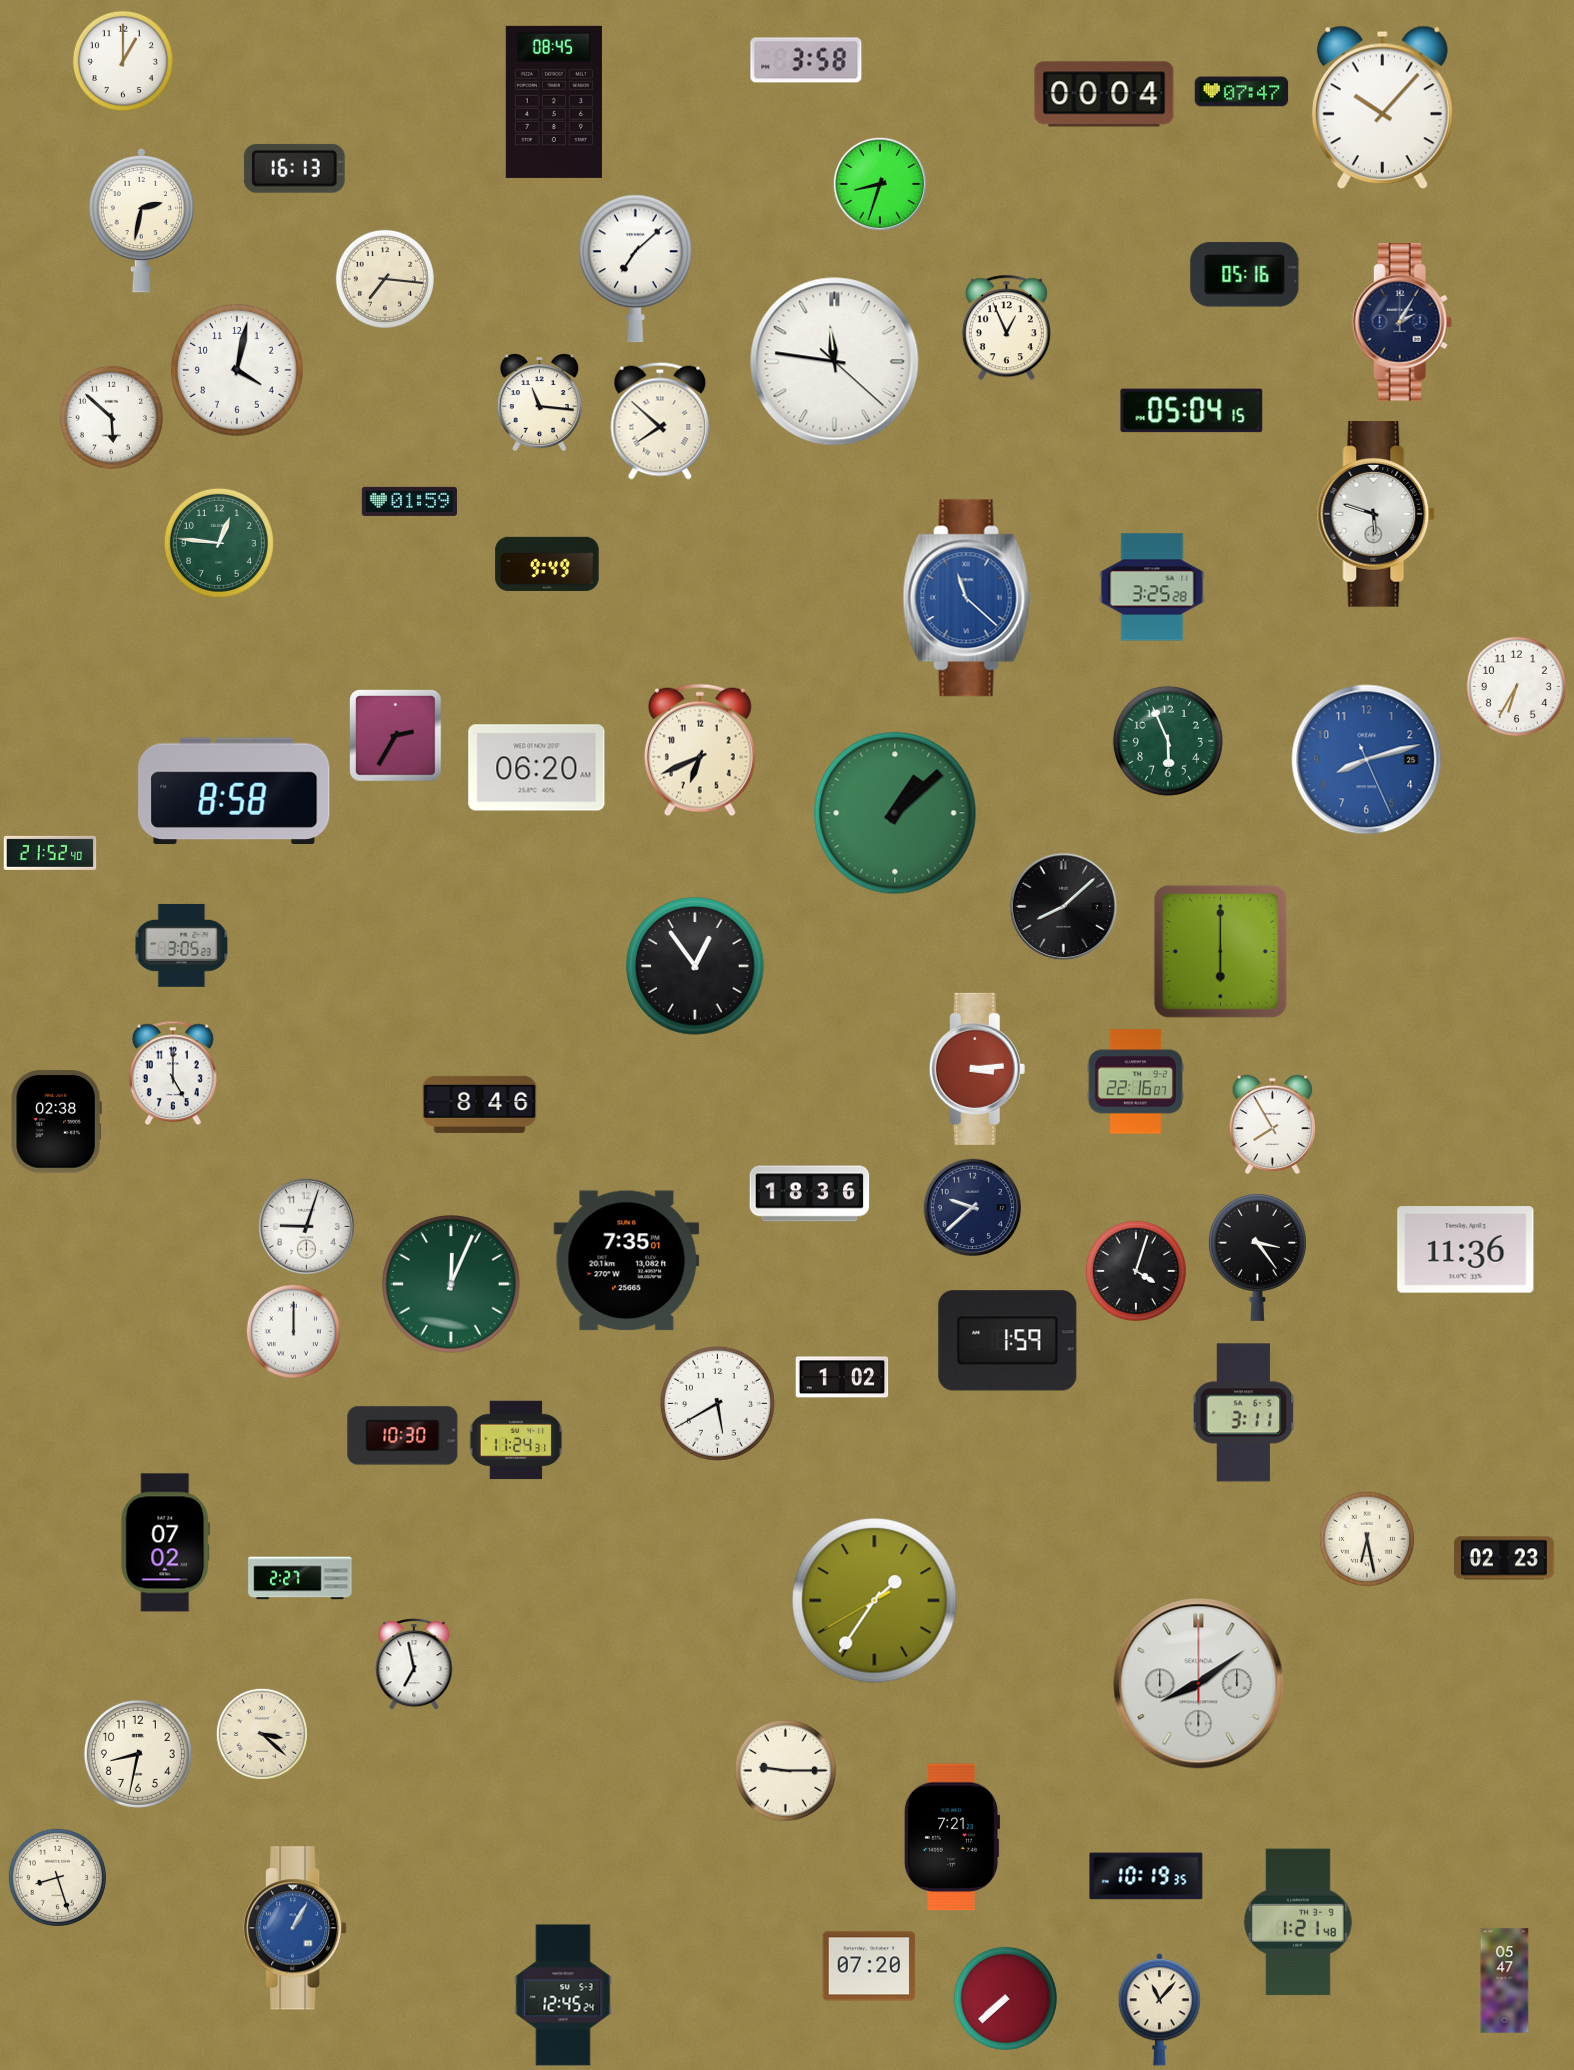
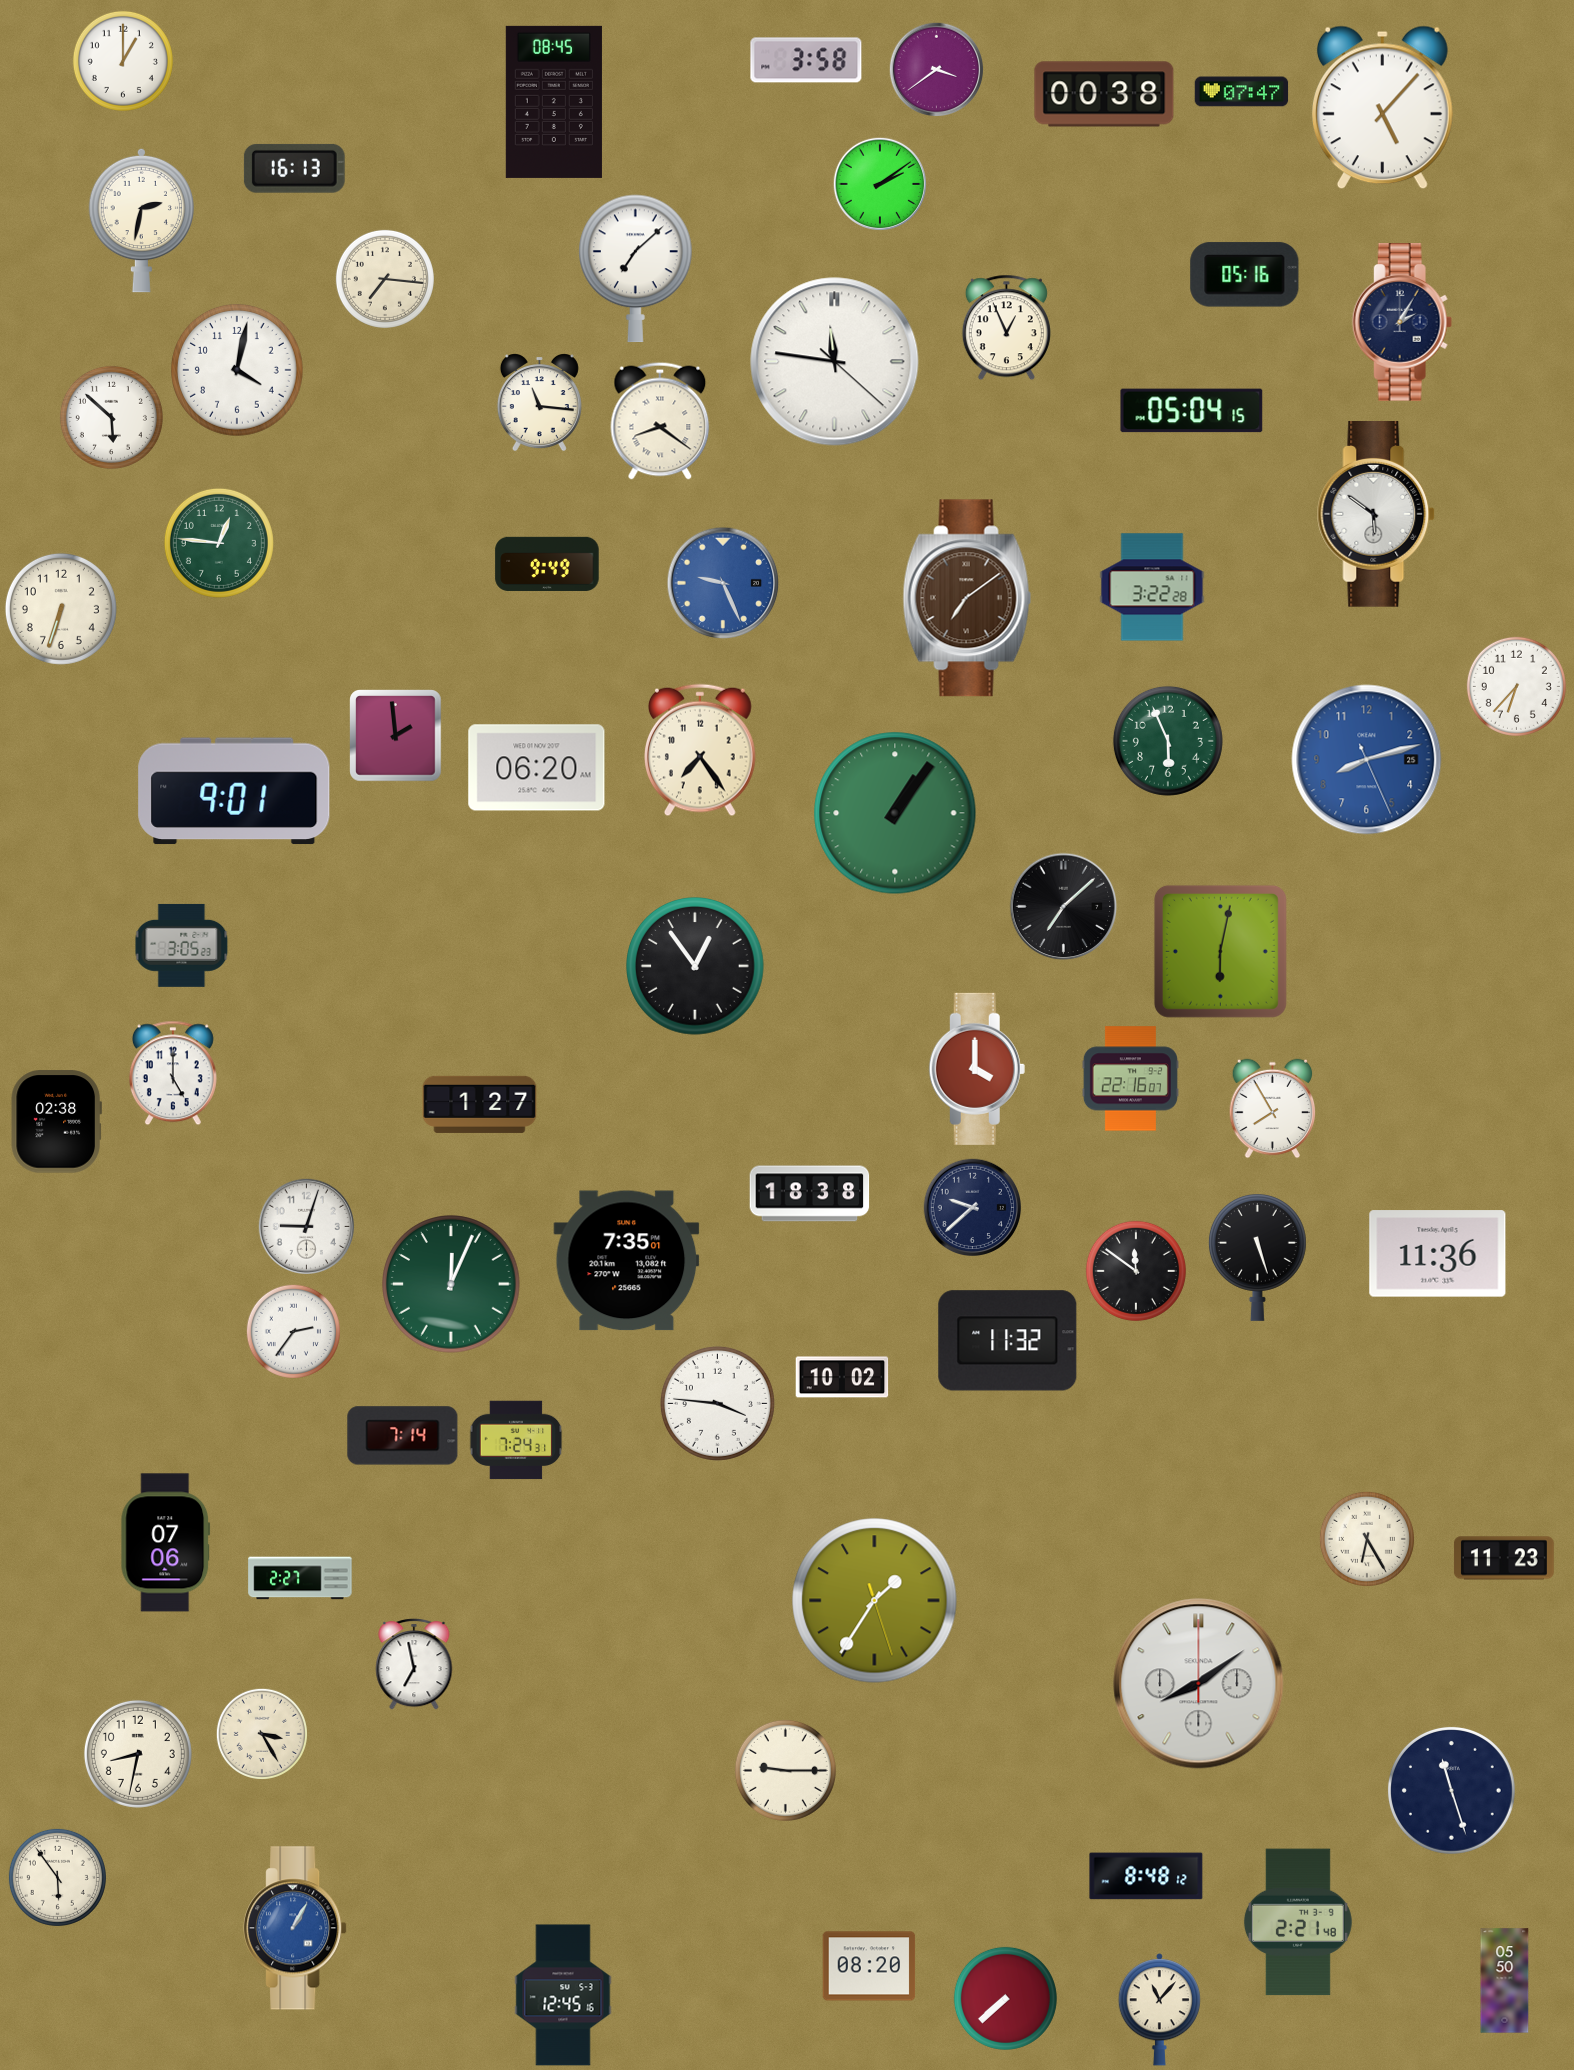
clock at (936, 69): none -> 3:39
clock at (1104, 94): 00:04 -> 00:38
clock at (1382, 108): 10:07 -> 5:07
clock at (879, 183): 8:33 -> 2:09
clock at (660, 421): 7:52 -> 8:21
clock at (409, 501): 01:59 -> none
clock at (1377, 515): 5:48 -> 5:51
clock at (723, 583): none -> 9:26
clock at (1152, 587): 3:25 -> 3:22
clock at (967, 598): 11:22 -> 7:09
clock at (967, 598) dial: blue -> brown
clock at (61, 609): none -> 6:33
clock at (1516, 686): 6:35 -> 6:37
clock at (396, 736): 2:35 -> 1:59
clock at (701, 750): 6:41 -> 7:24
clock at (234, 791): 8:58 -> 9:01
clock at (895, 813): 1:08 -> 1:06
clock at (50, 853): 21:52 -> none
clock at (1064, 907): 8:08 -> 7:08
clock at (1220, 951): 6:00 -> 6:02
clock at (977, 1069): 3:14 -> 4:00
clock at (1135, 1082) position: (1135, 1082) -> (1130, 1079)
clock at (480, 1104): 8:46 -> 1:27
clock at (1273, 1125) position: (1273, 1125) -> (1273, 1109)
clock at (810, 1194): 18:36 -> 18:38
clock at (1466, 1250) position: (1466, 1250) -> (1438, 1254)
clock at (1257, 1257): 3:24 -> 5:27
clock at (1136, 1271): 4:03 -> 11:51
clock at (293, 1331): 12:00 -> 2:36
clock at (1008, 1341): 1:59 -> 11:32
clock at (842, 1377): 1:02 -> 10:02
clock at (717, 1403): 5:40 -> 3:46
clock at (1244, 1413): 3:11 -> none
clock at (403, 1436): 10:30 -> 7:14
clock at (516, 1440): 11:24 -> 7:24
clock at (1367, 1539): 6:28 -> 6:25
clock at (166, 1543): 07:02 -> 07:06
clock at (1504, 1558): 02:23 -> 11:23
clock at (875, 1601): 1:35:40 -> 1:35:27
clock at (262, 1734): 3:22 -> 3:25
clock at (1451, 1790): none -> 11:27
clock at (952, 1837): 7:21 -> none
clock at (1146, 1876): 10:19 -> 8:48
clock at (57, 1877): 8:27 -> 5:54
clock at (1298, 1922): 1:21 -> 2:21
clock at (869, 1966): 07:20 -> 08:20
clock at (1505, 1981): 05:47 -> 05:50
clock at (563, 1995): 12:45:24 -> 12:45:16
